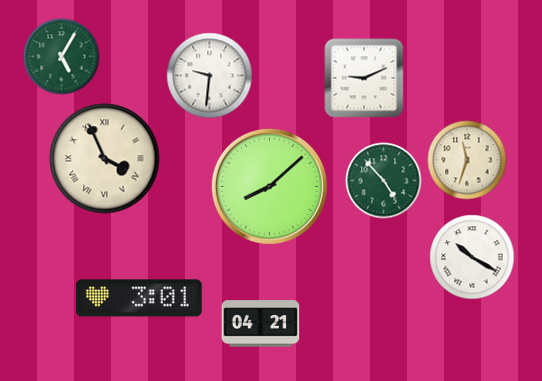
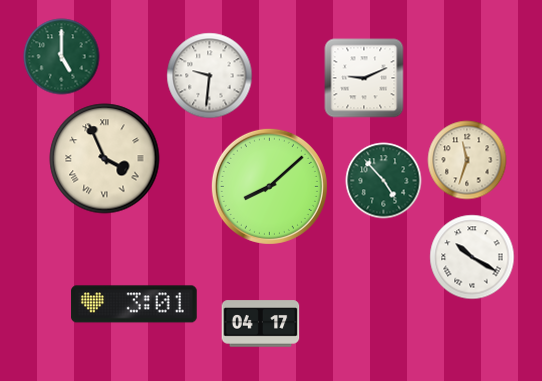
clock at (62, 57): 5:05 -> 5:00
clock at (139, 298) position: (139, 298) -> (134, 304)
clock at (261, 324): 04:21 -> 04:17
